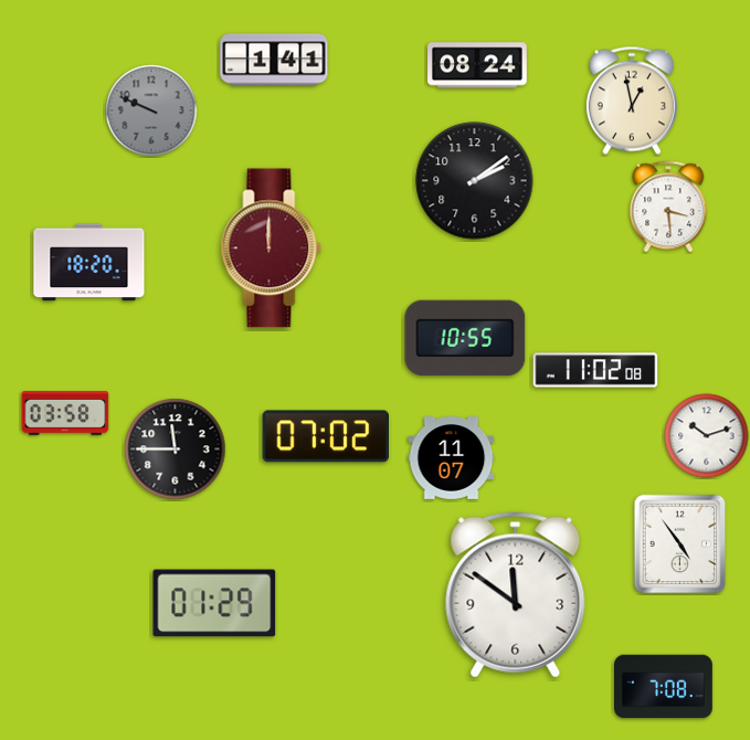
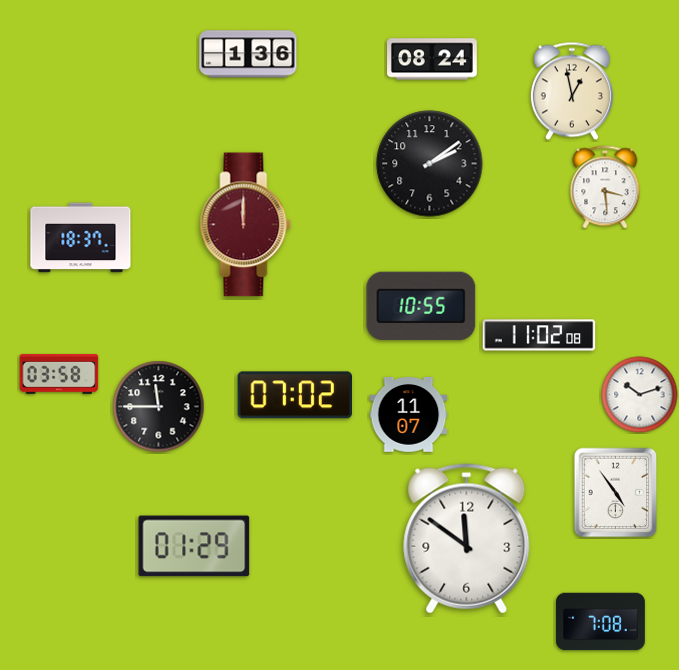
clock at (274, 60): 1:41 -> 1:36
clock at (151, 110): 9:49 -> none
clock at (89, 263): 18:20 -> 18:37
